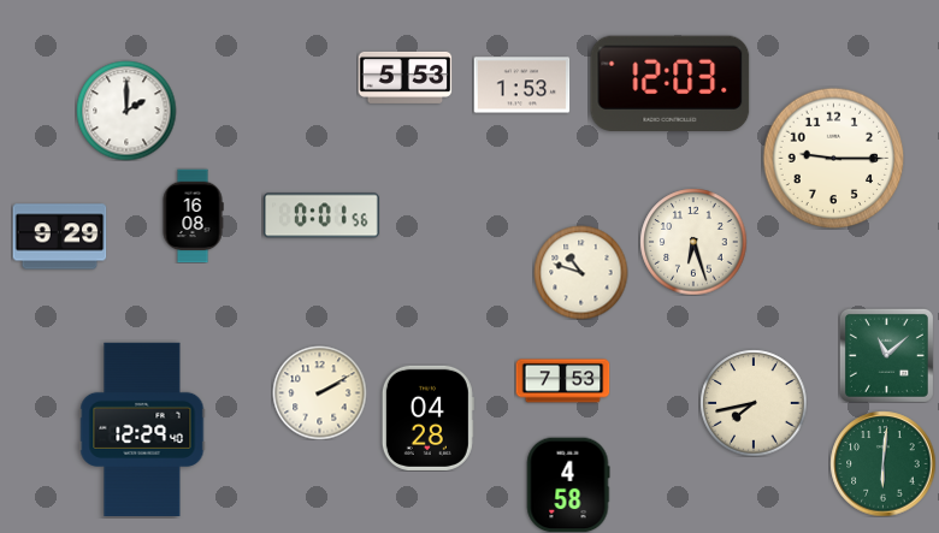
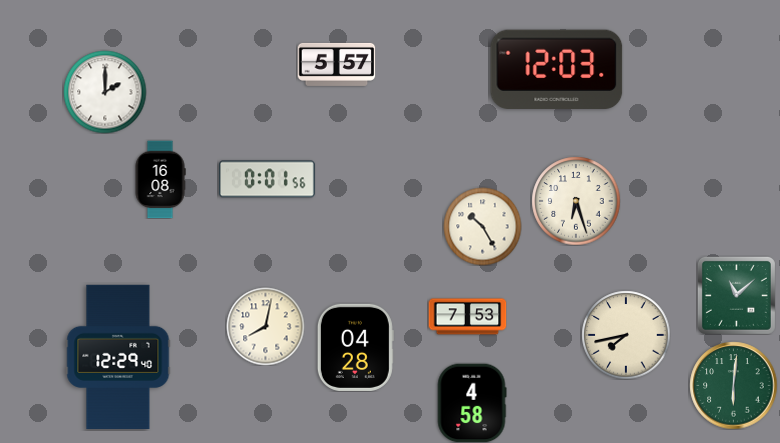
clock at (404, 77): 5:53 -> 5:57
clock at (521, 85): 1:53 -> none
clock at (833, 158): 9:15 -> none
clock at (59, 237): 9:29 -> none
clock at (580, 272): 10:48 -> 10:25
clock at (319, 392): 2:10 -> 8:02
